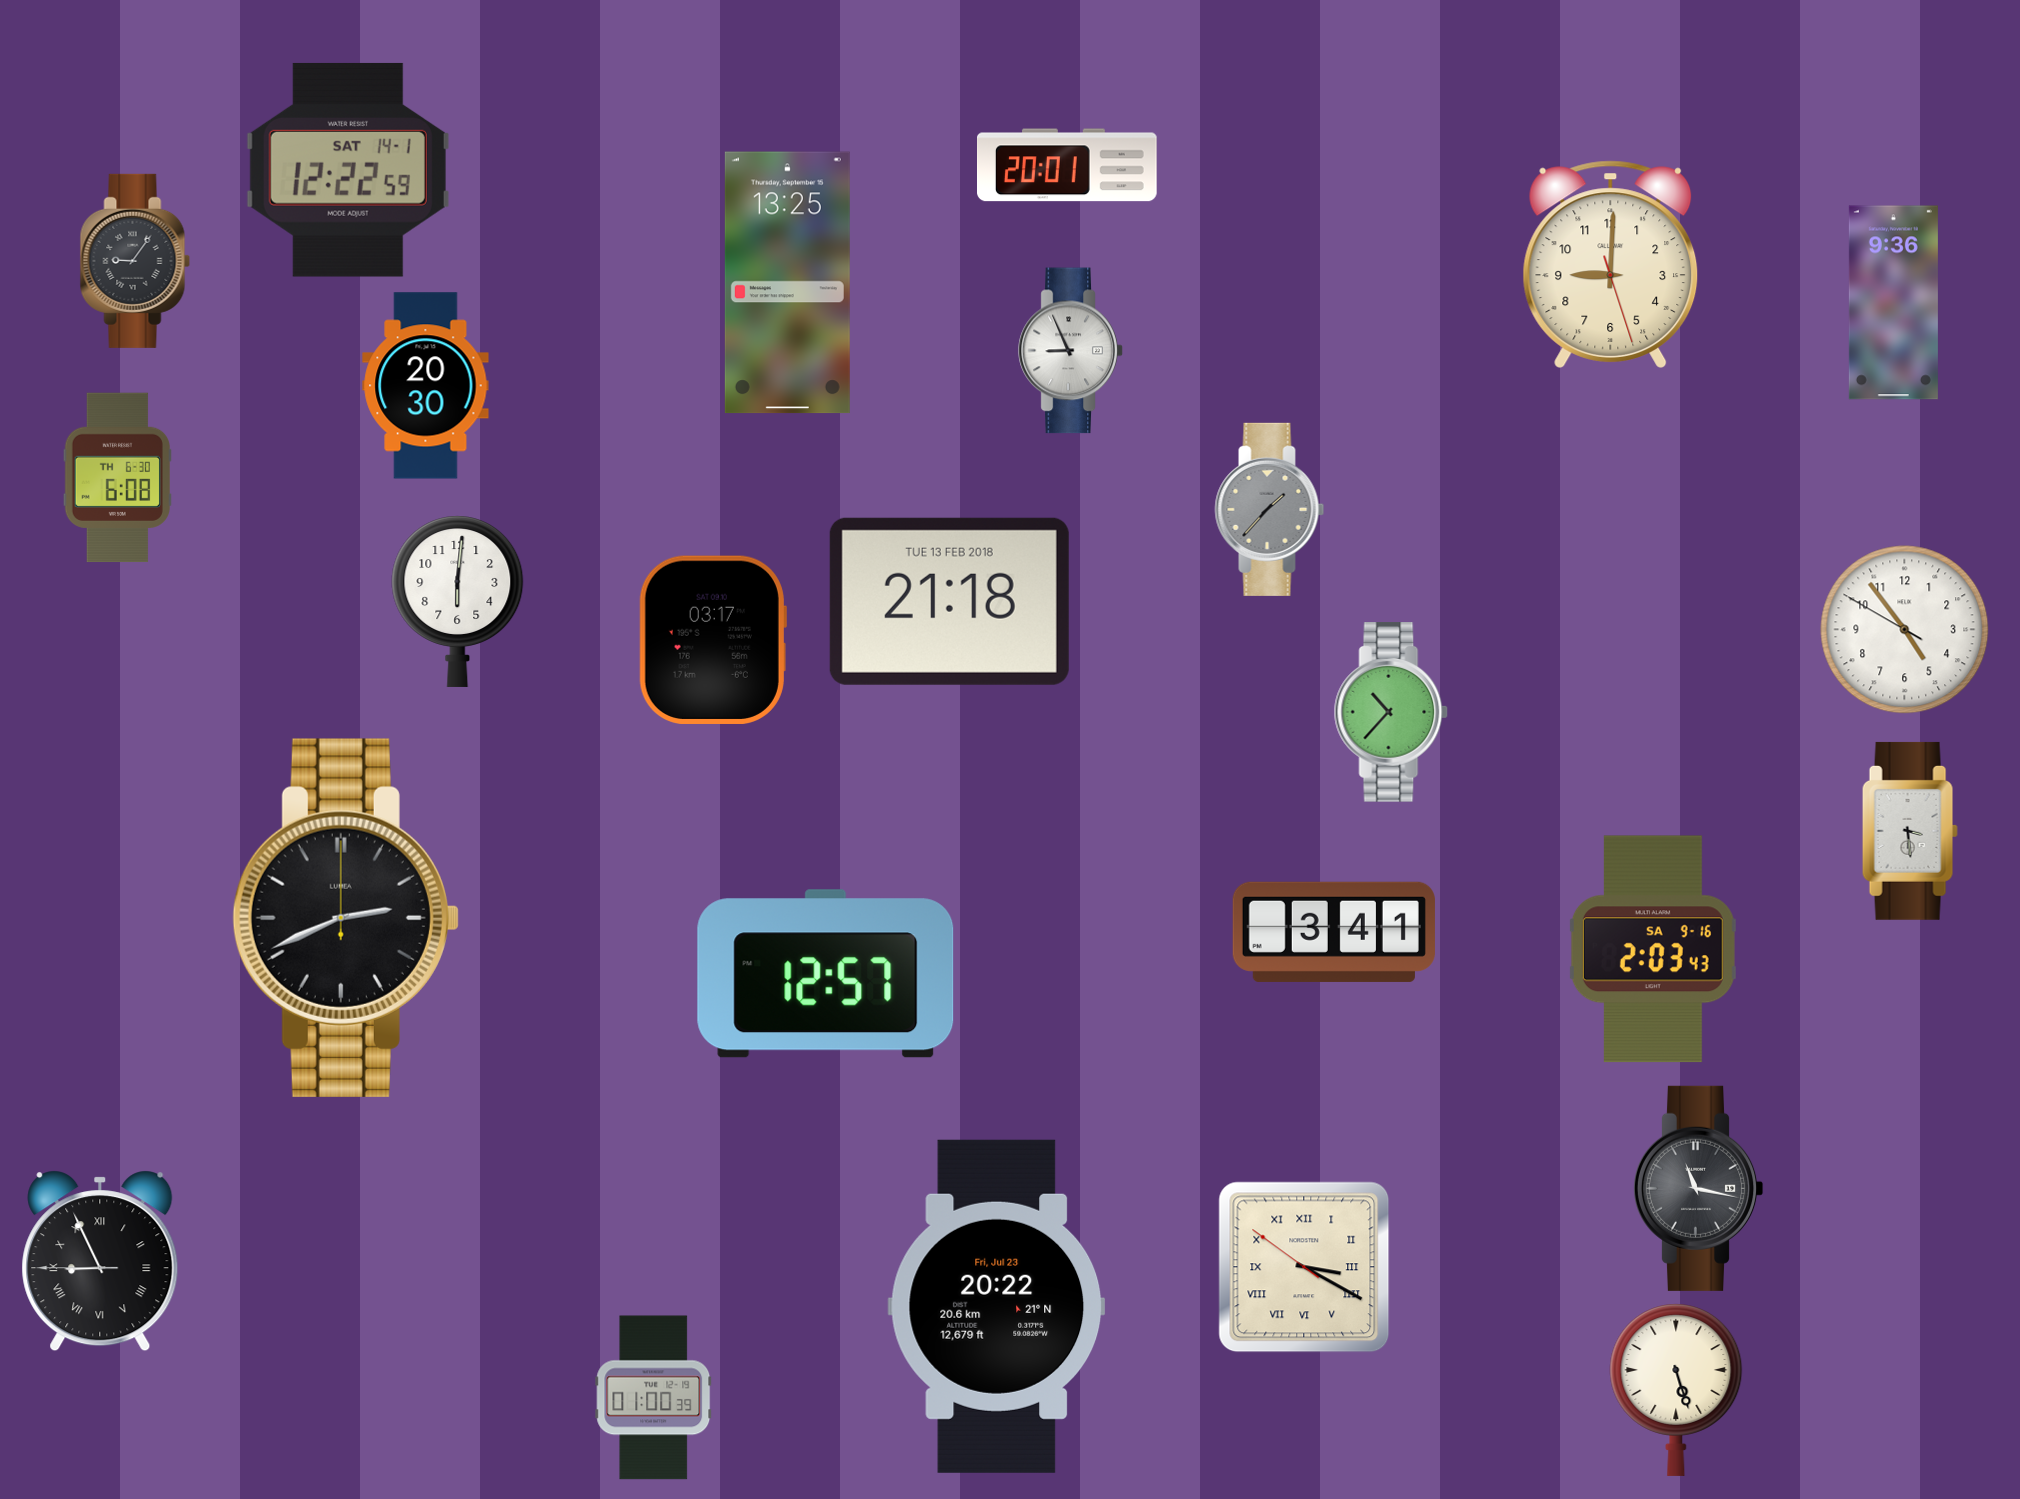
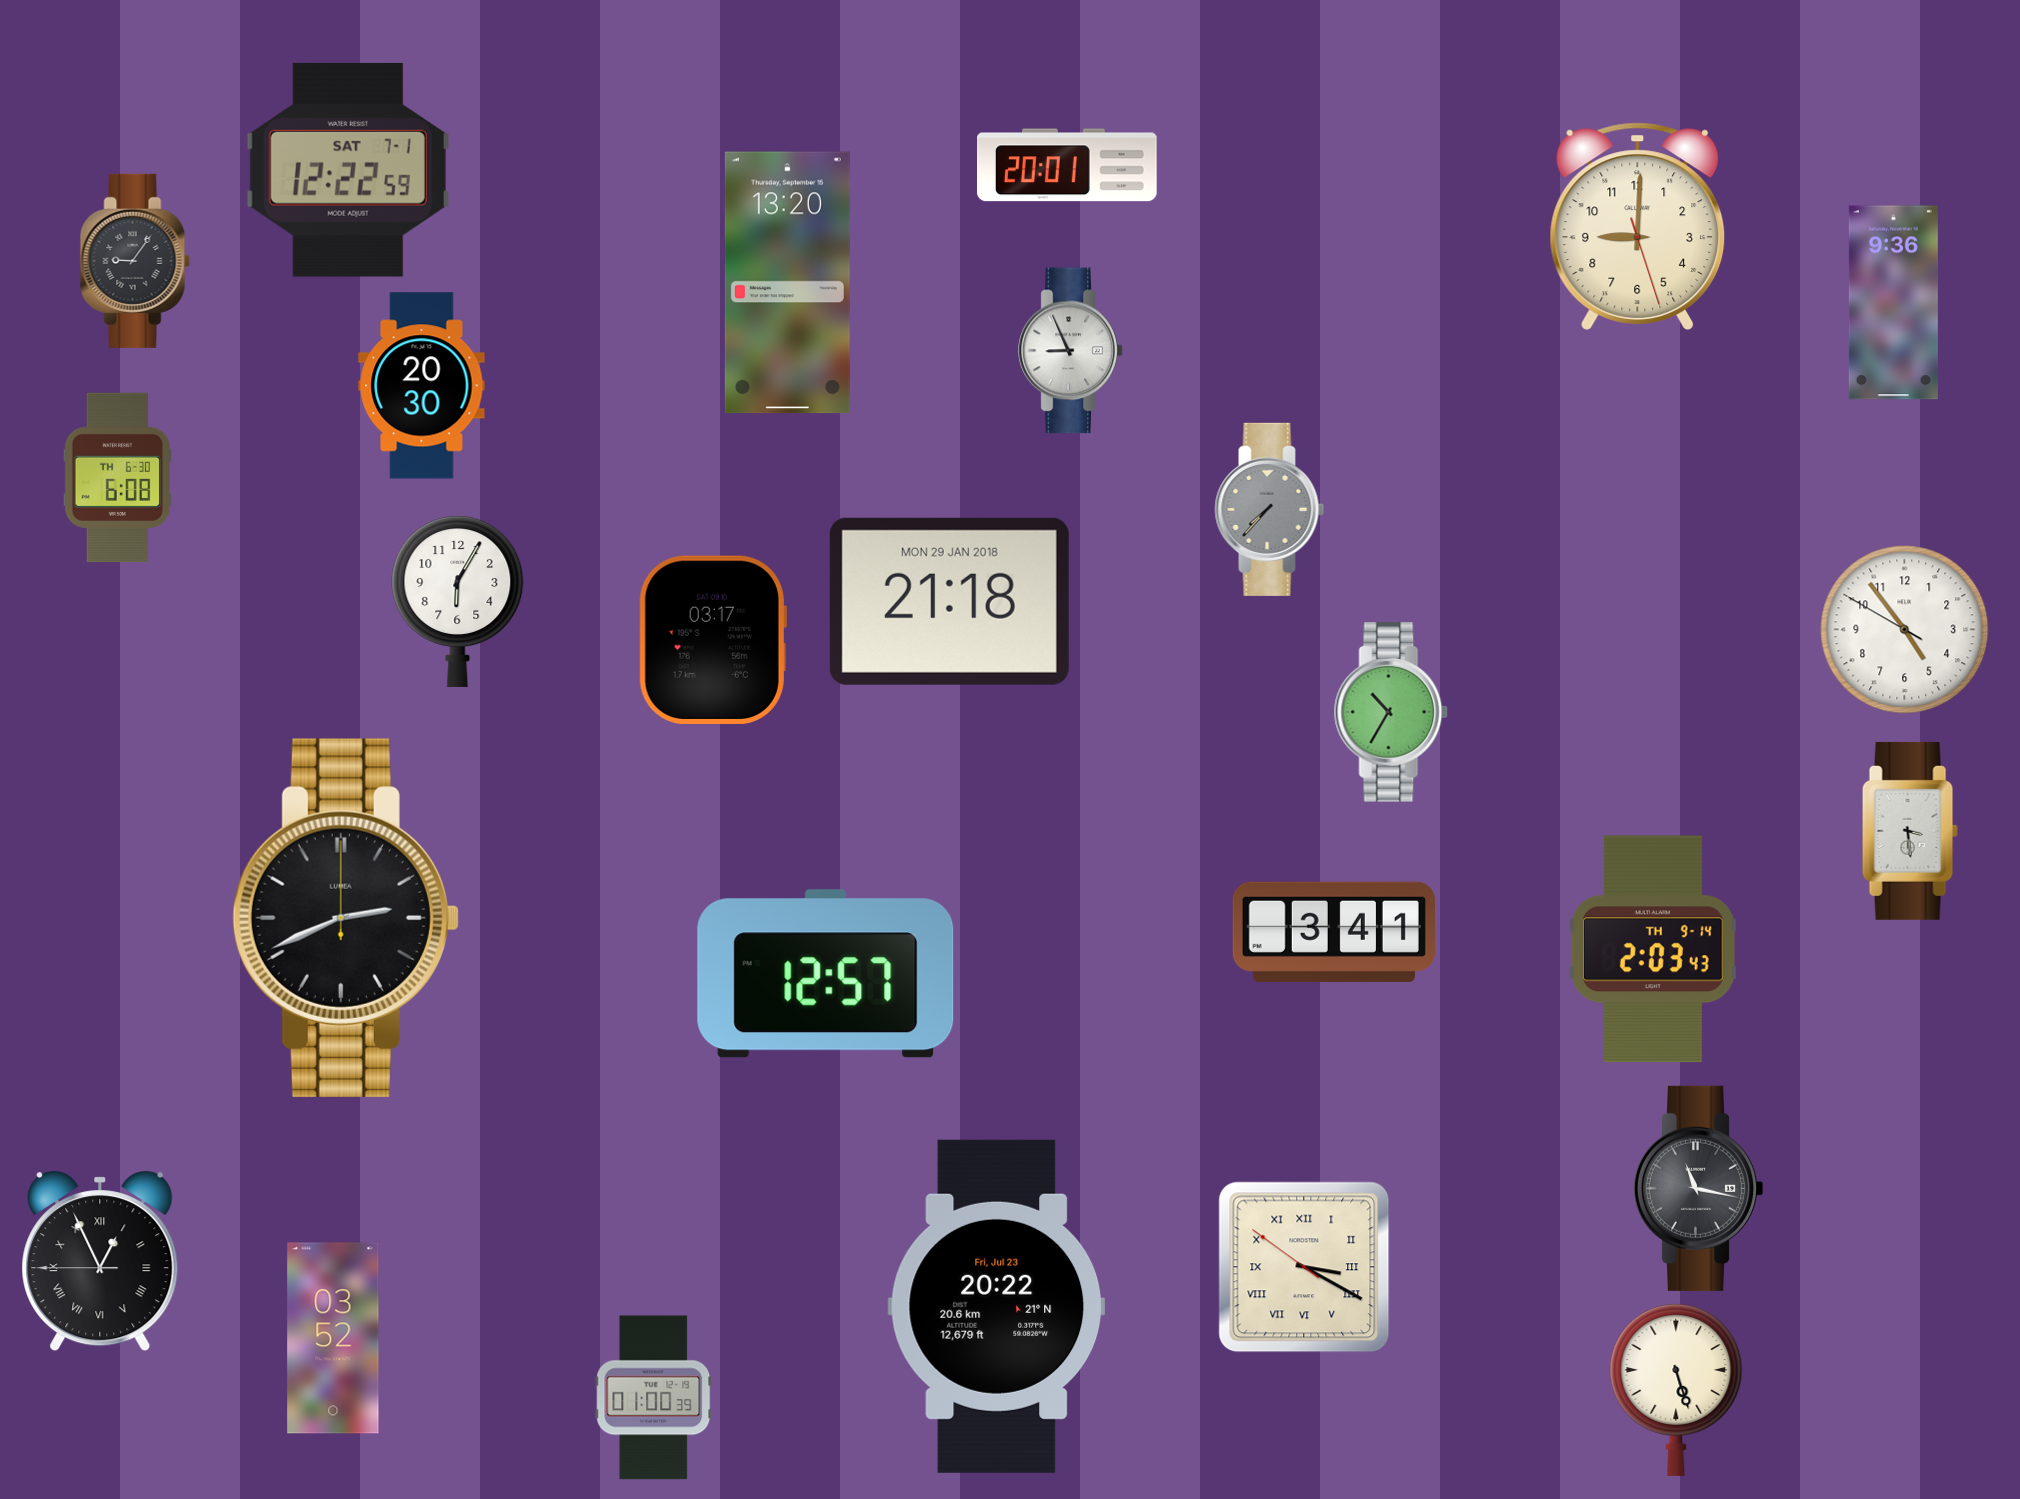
clock at (348, 170) date: SAT 14-1 -> SAT 7-1
clock at (1611, 264) position: (1611, 264) -> (1638, 226)
clock at (787, 283): 13:25 -> 13:20
clock at (426, 386) position: (426, 386) -> (422, 386)
clock at (1270, 509): 1:37 -> 7:37
clock at (458, 601): 6:01 -> 6:05
clock at (949, 601) date: TUE 13 FEB 2018 -> MON 29 JAN 2018
clock at (1391, 713): 10:37 -> 10:35
clock at (1653, 949) date: SA 9-16 -> TH 9-14
clock at (100, 1261): 8:55 -> 12:55
clock at (333, 1338): none -> 03:52
